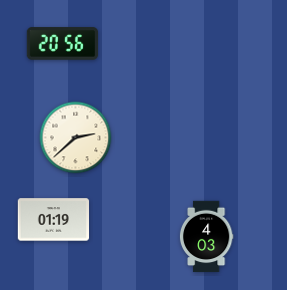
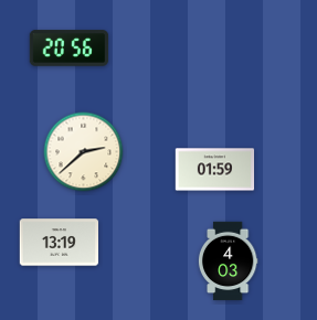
clock at (215, 170): none -> 01:59
clock at (54, 220): 01:19 -> 13:19
